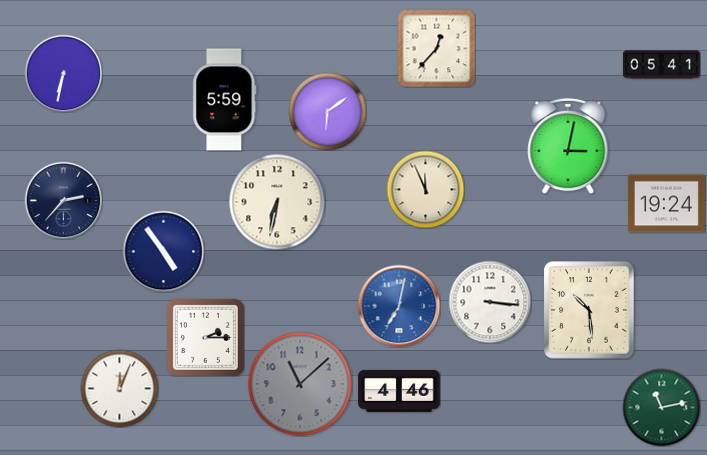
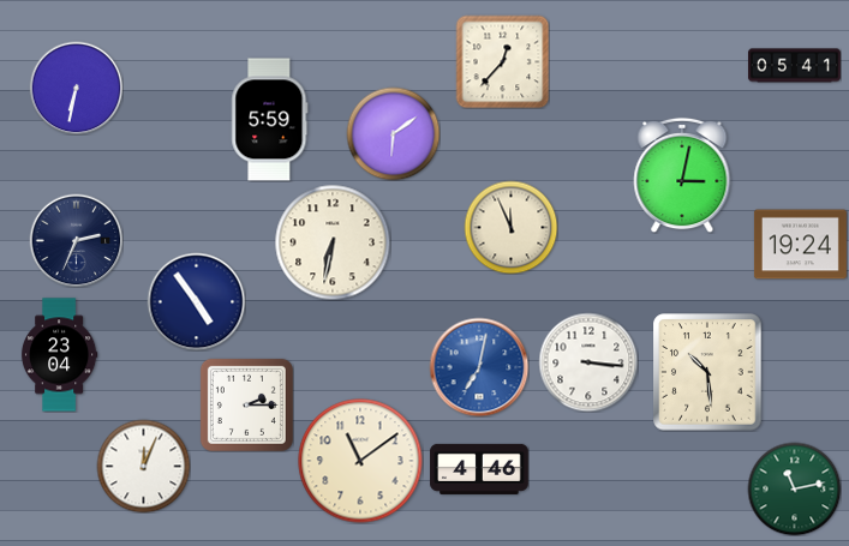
clock at (436, 48) position: (436, 48) -> (502, 61)
clock at (661, 65) position: (661, 65) -> (794, 66)
clock at (63, 200): 2:37 -> 2:34
clock at (59, 355): none -> 23:04
clock at (300, 384): 11:08 -> 11:09
clock at (300, 384) dial: grey -> cream
